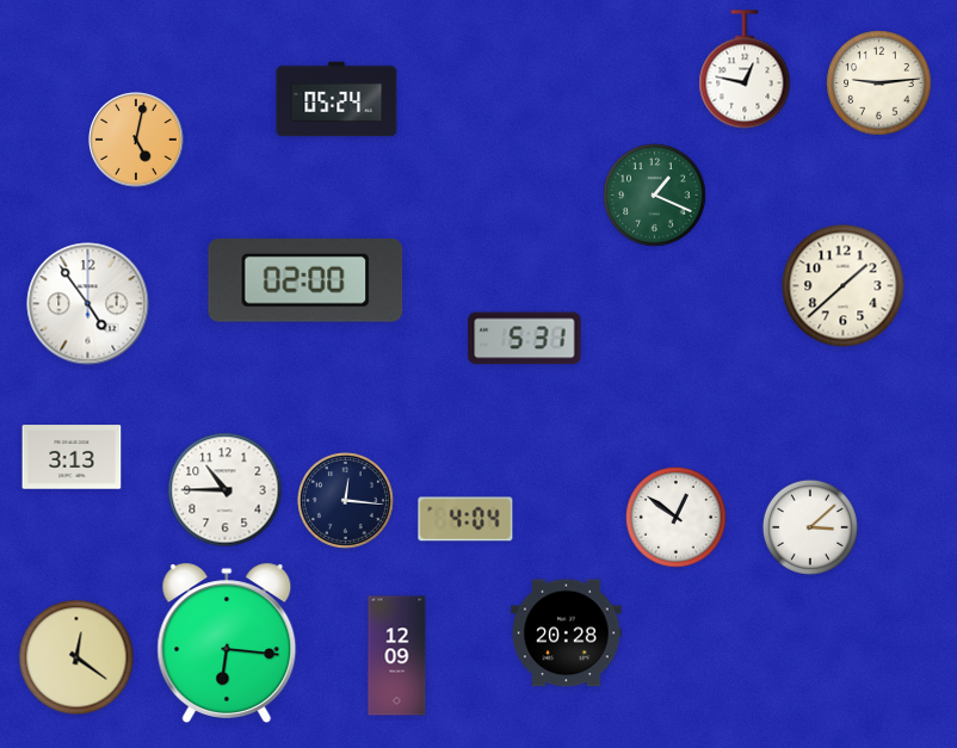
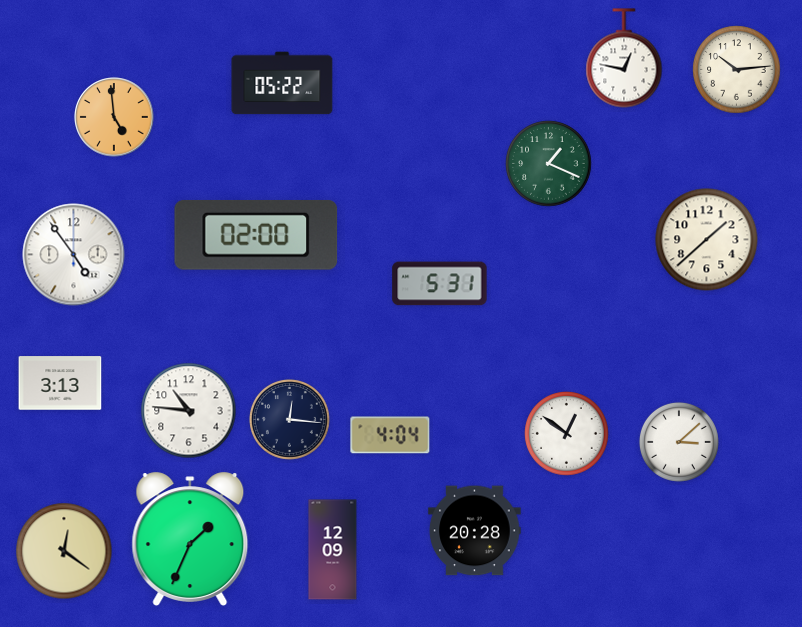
clock at (879, 84): 9:14 -> 10:14
clock at (337, 99): 05:24 -> 05:22
clock at (136, 140): 5:02 -> 4:59
clock at (226, 490): 10:45 -> 10:46
clock at (227, 643): 6:16 -> 1:34
